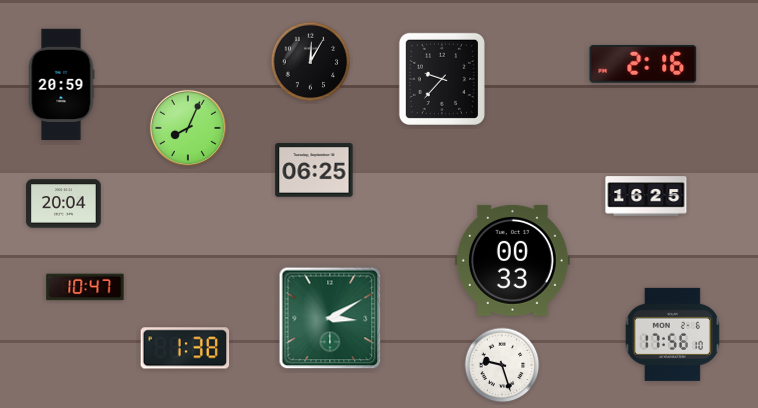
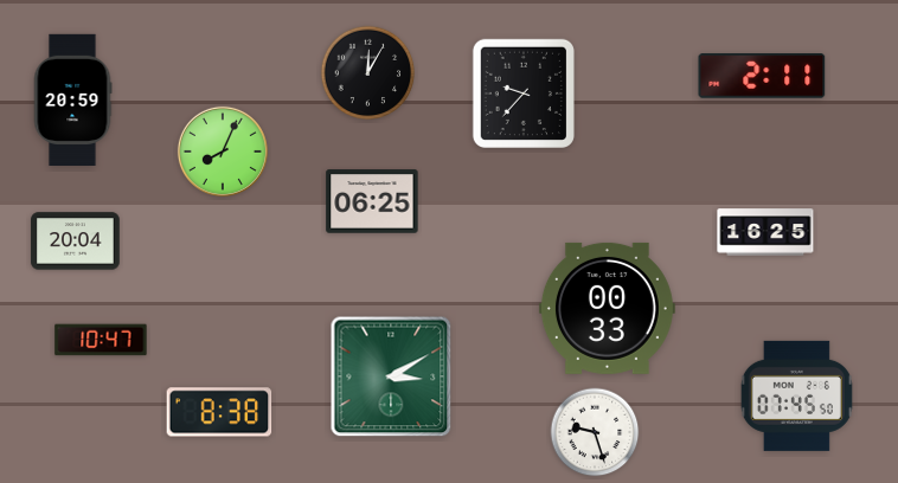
clock at (643, 64): 2:16 -> 2:11
clock at (672, 334): 17:56 -> 07:45
clock at (185, 348): 1:38 -> 8:38
